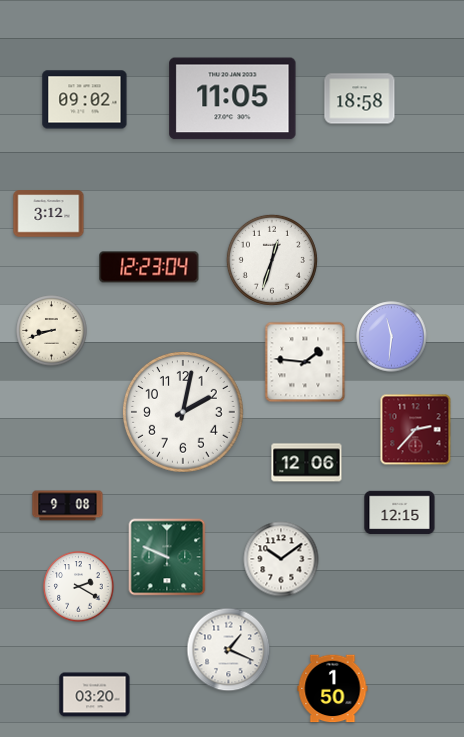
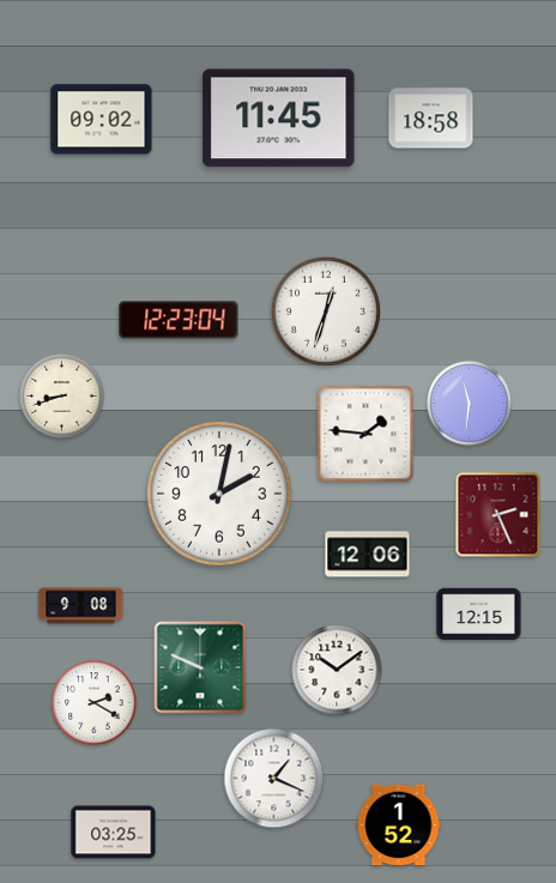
clock at (233, 99): 11:05 -> 11:45
clock at (49, 214): 3:12 -> none
clock at (416, 430): 2:37 -> 2:26
clock at (333, 689): 1:50 -> 1:52
clock at (95, 695): 03:20 -> 03:25
